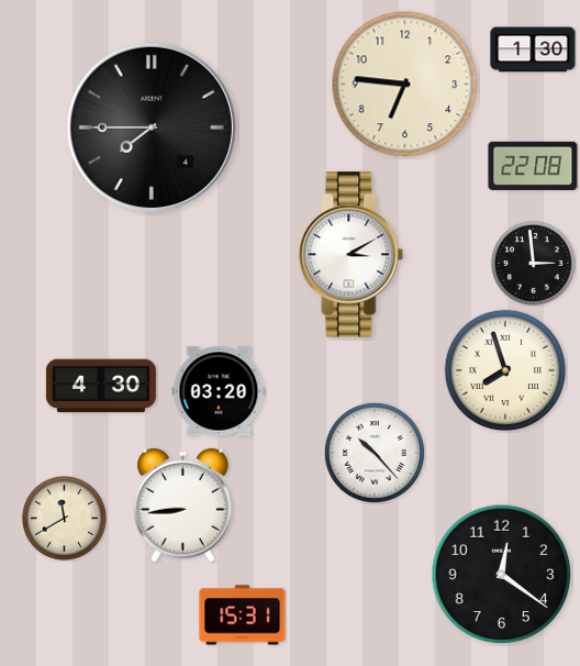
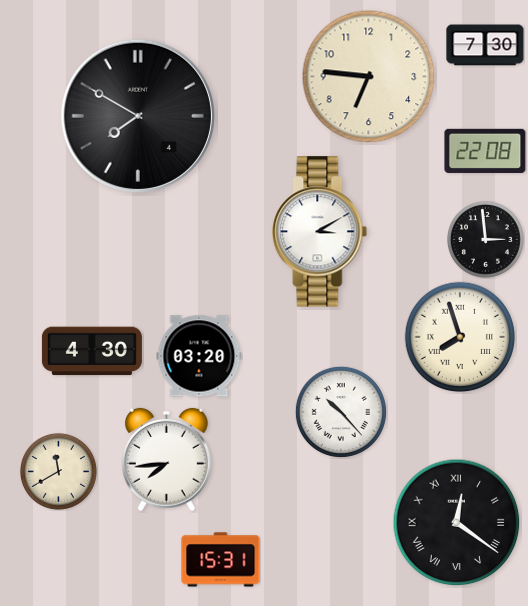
clock at (533, 49): 1:30 -> 7:30
clock at (152, 127): 7:45 -> 7:50
clock at (183, 506): 8:44 -> 7:44
clock at (502, 575) numerals: Arabic -> Roman
